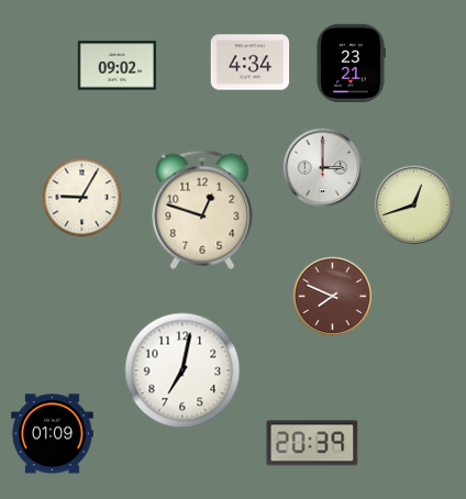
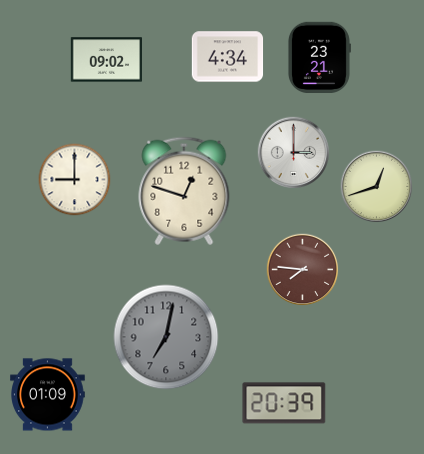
clock at (82, 198): 9:05 -> 9:00
clock at (333, 297): 7:49 -> 7:46
clock at (182, 370) dial: white -> grey
